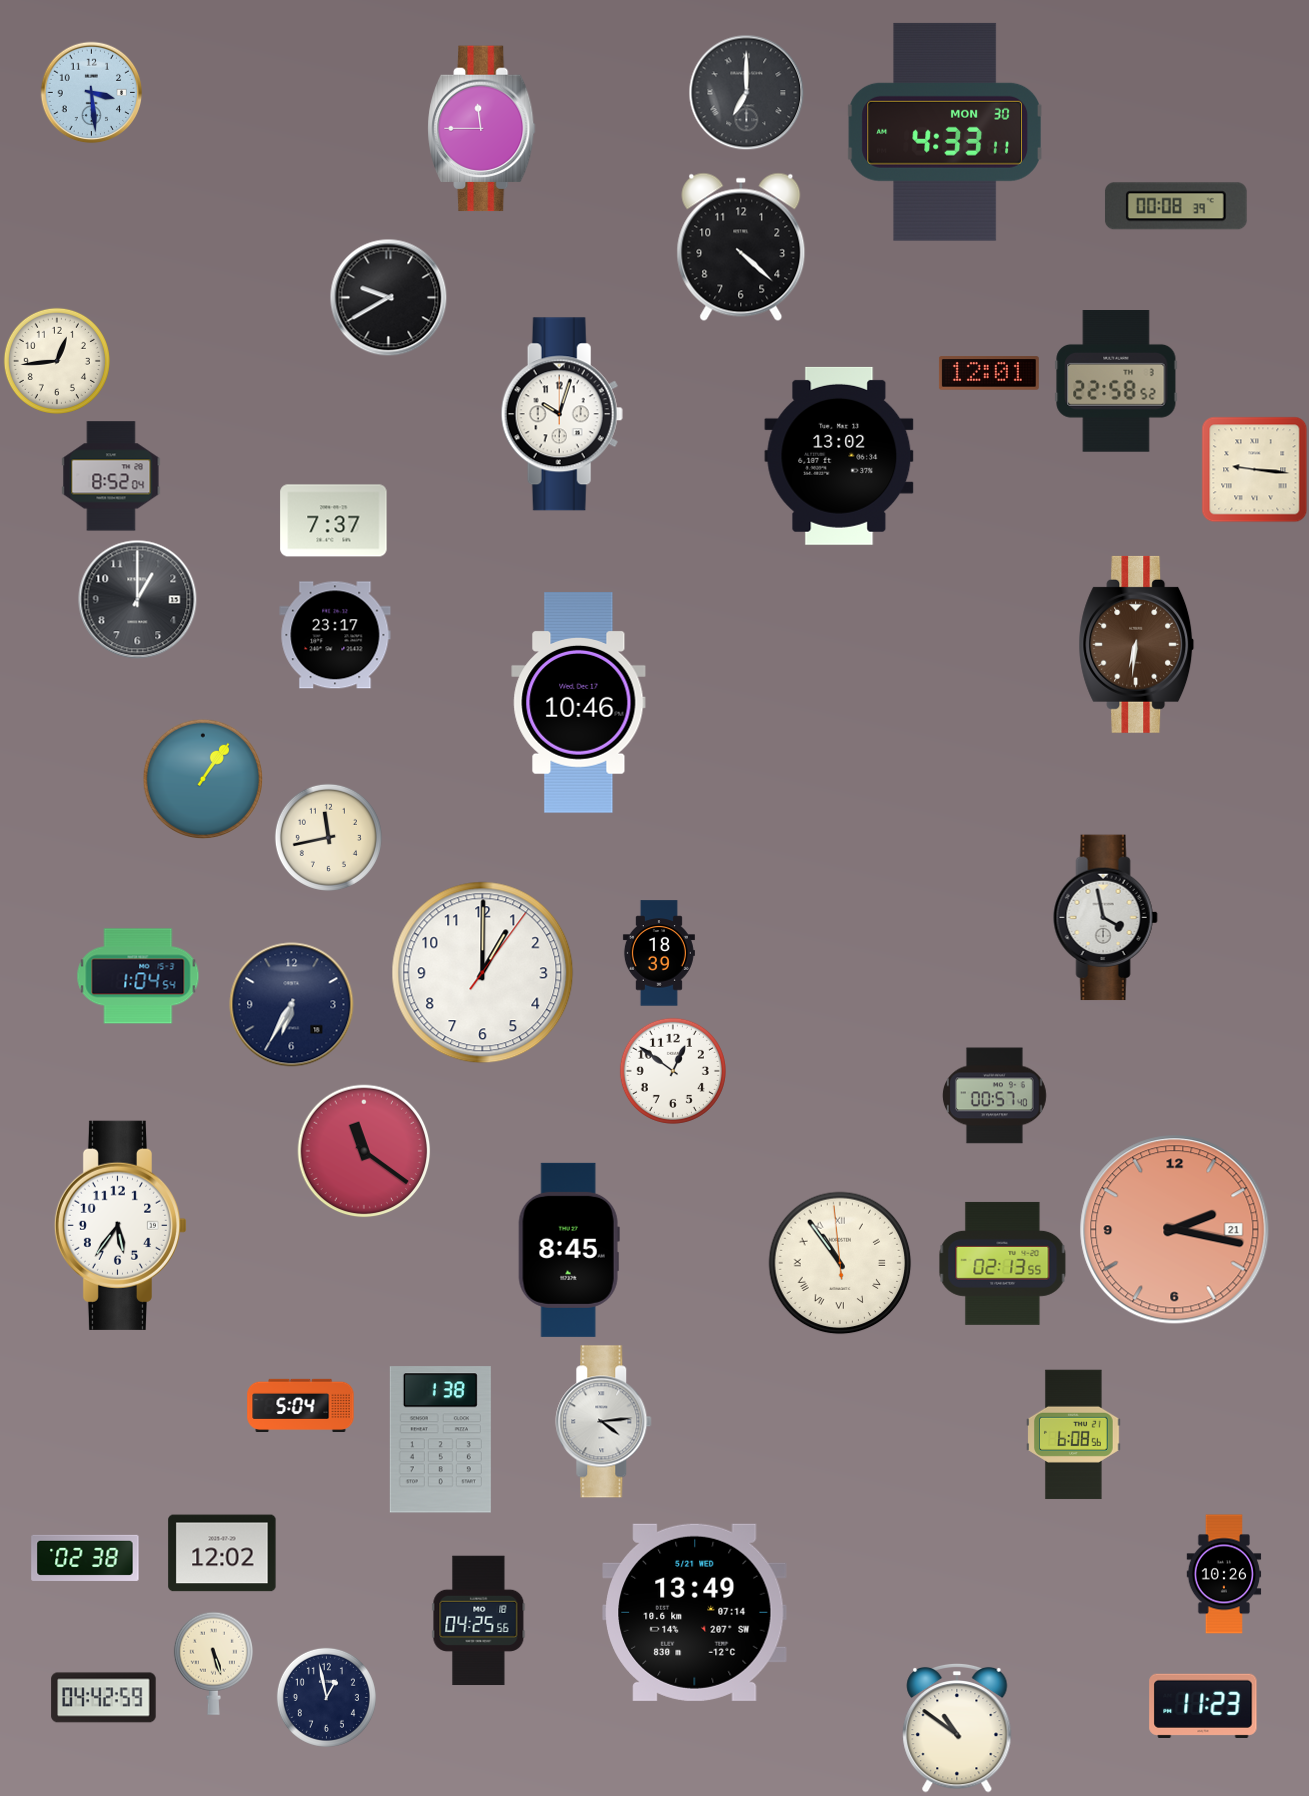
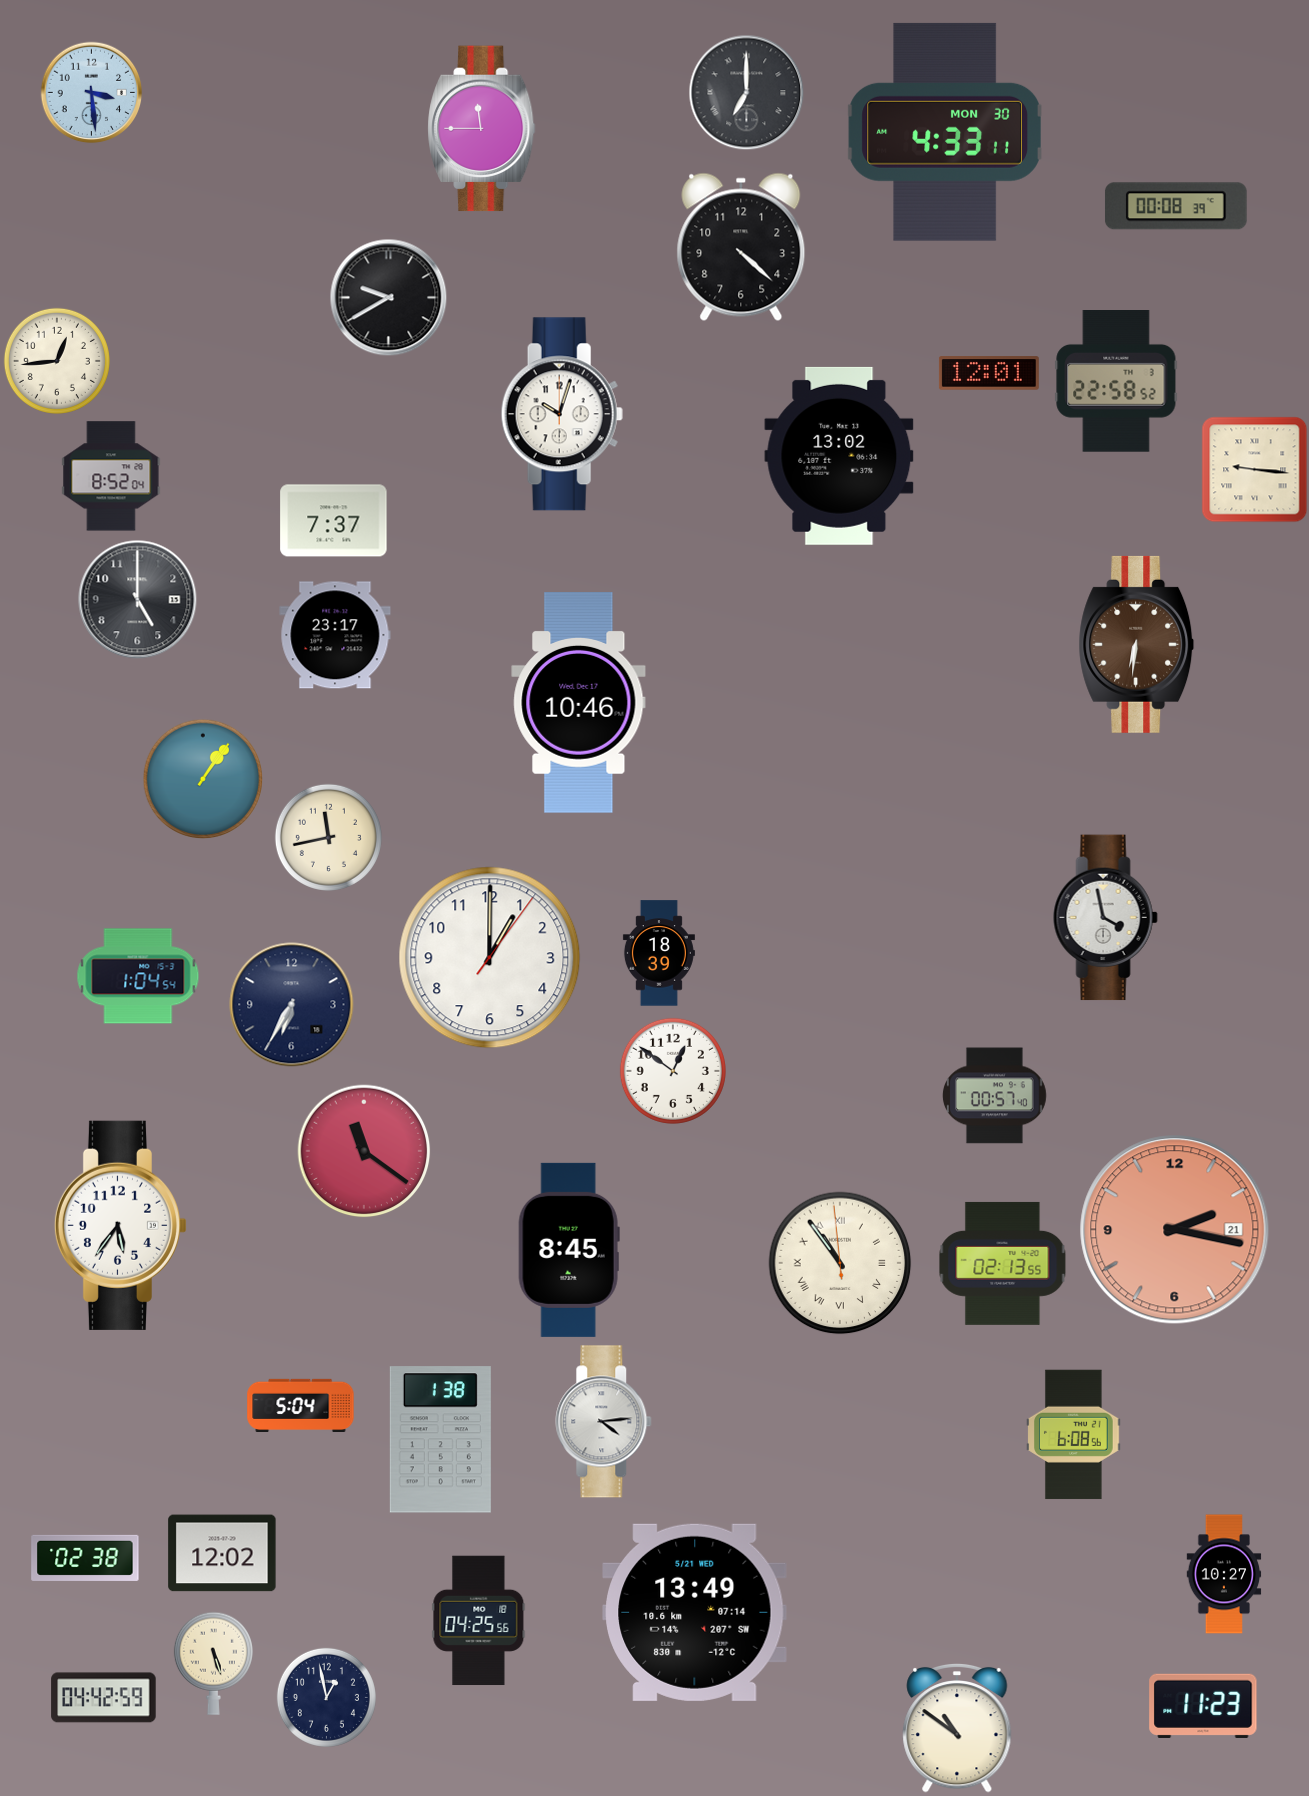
clock at (138, 600): 1:00 -> 5:00
clock at (483, 973) position: (483, 973) -> (490, 958)
clock at (1224, 1574): 10:26 -> 10:27
